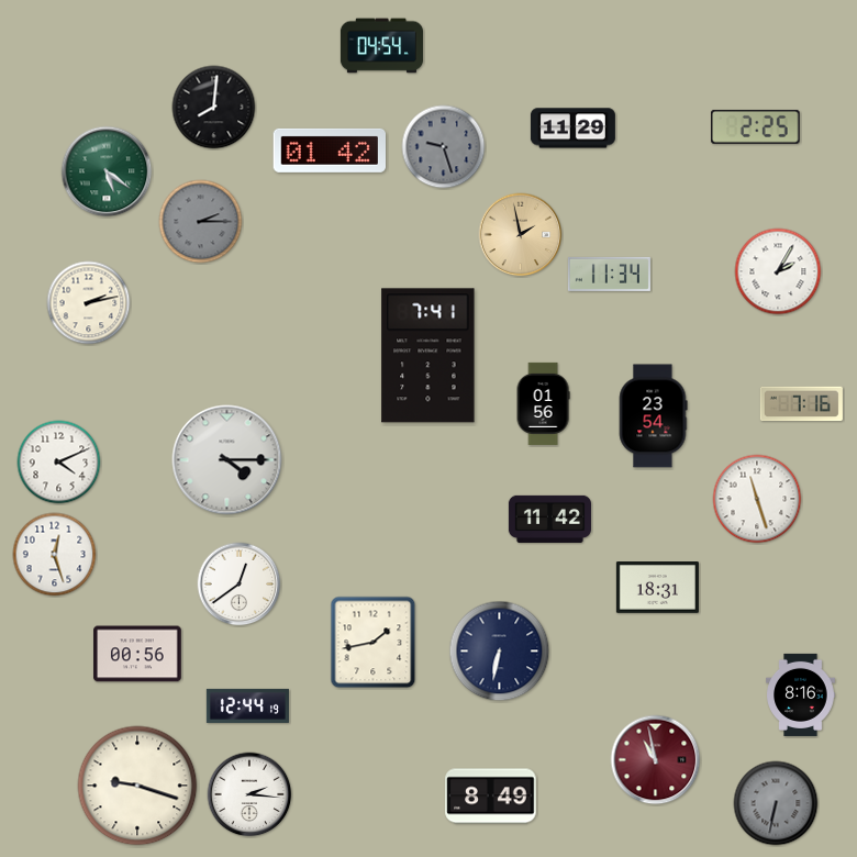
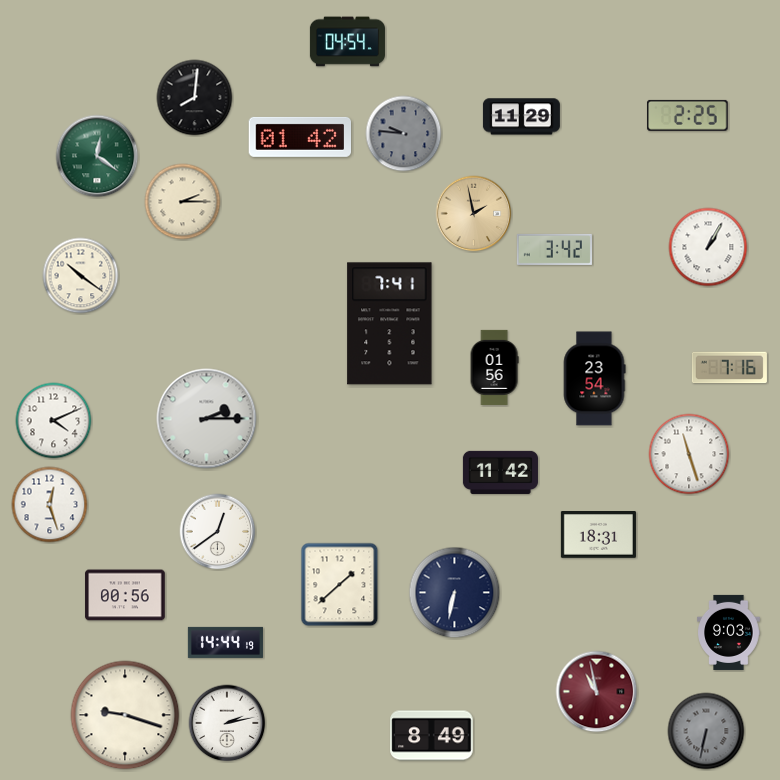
clock at (444, 147): 9:27 -> 9:46
clock at (107, 171): 5:21 -> 12:21
clock at (201, 222) dial: grey -> cream
clock at (778, 271): 2:05 -> 1:05
clock at (609, 274): 11:34 -> 3:42
clock at (89, 303): 2:13 -> 10:21
clock at (227, 460): 4:15 -> 2:15
clock at (374, 643): 1:43 -> 1:38
clock at (801, 694): 8:16 -> 9:03
clock at (247, 705): 12:44 -> 14:44
clock at (249, 794): 2:16 -> 2:13
clock at (491, 797) position: (491, 797) -> (432, 736)
